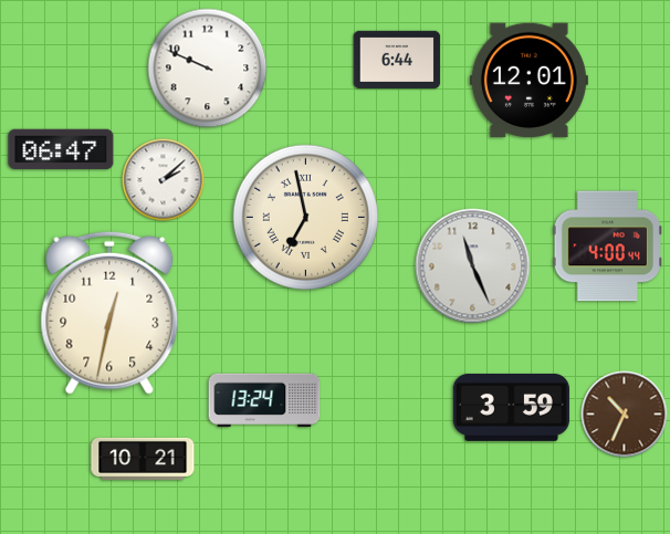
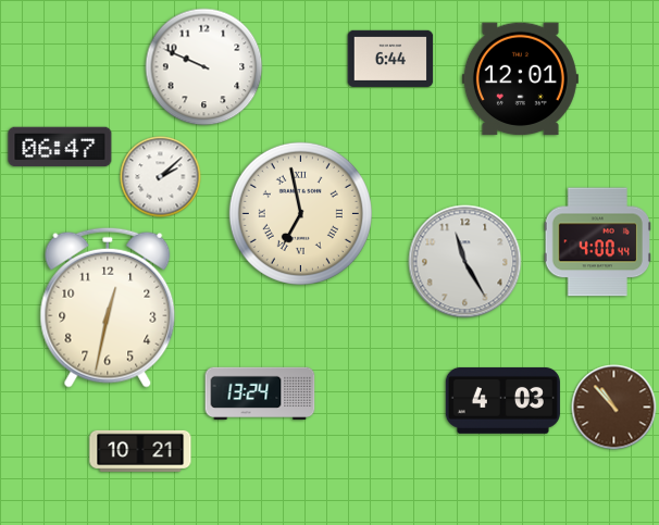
clock at (473, 266): 11:26 -> 11:25
clock at (511, 407): 3:59 -> 4:03
clock at (625, 415): 10:34 -> 10:53
